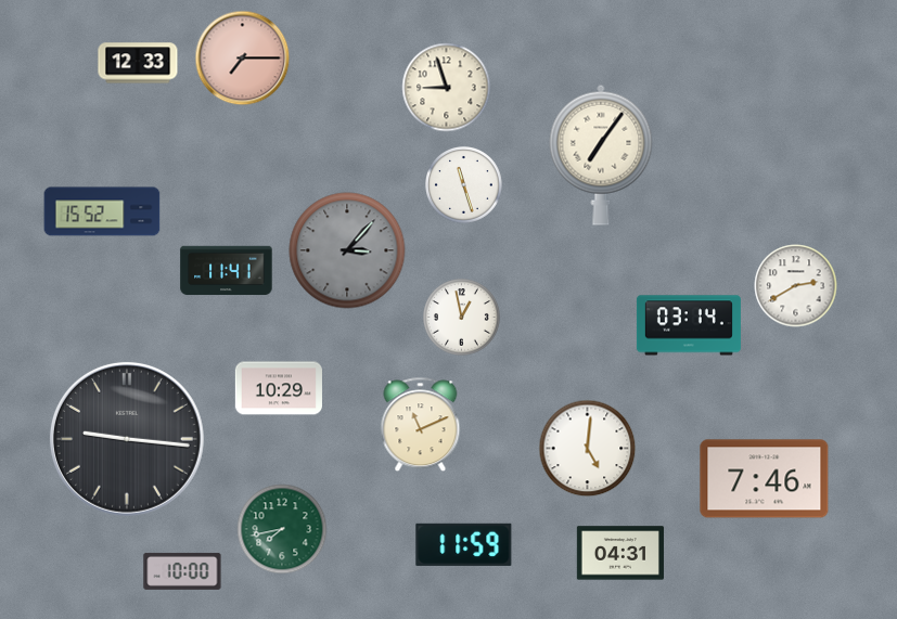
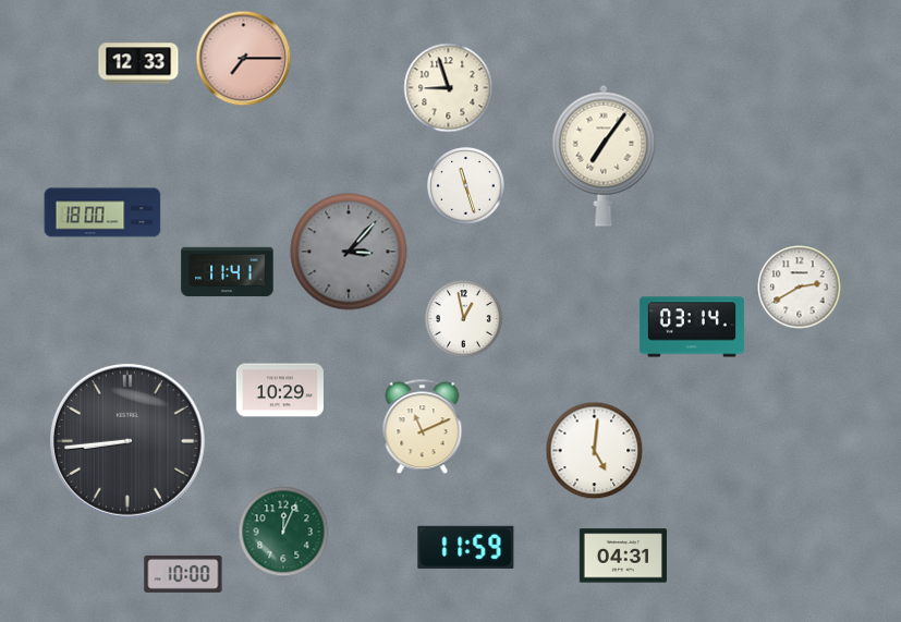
clock at (102, 211): 15:52 -> 18:00
clock at (127, 439): 9:16 -> 8:44
clock at (588, 449) position: (588, 449) -> (595, 451)
clock at (765, 479): 7:46 -> none
clock at (282, 529): 7:43 -> 12:04
